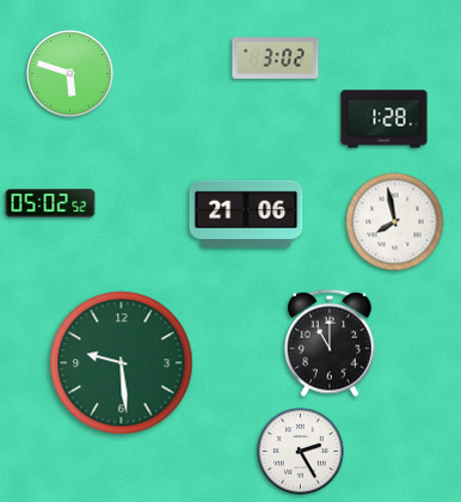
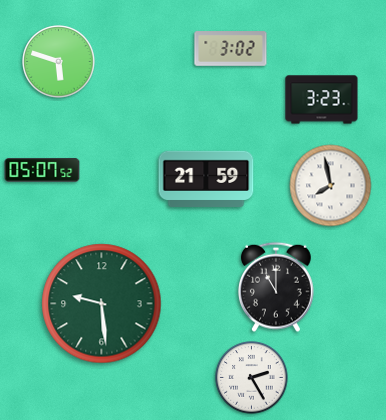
clock at (385, 120): 1:28 -> 3:23
clock at (50, 203): 05:02 -> 05:07
clock at (246, 214): 21:06 -> 21:59
